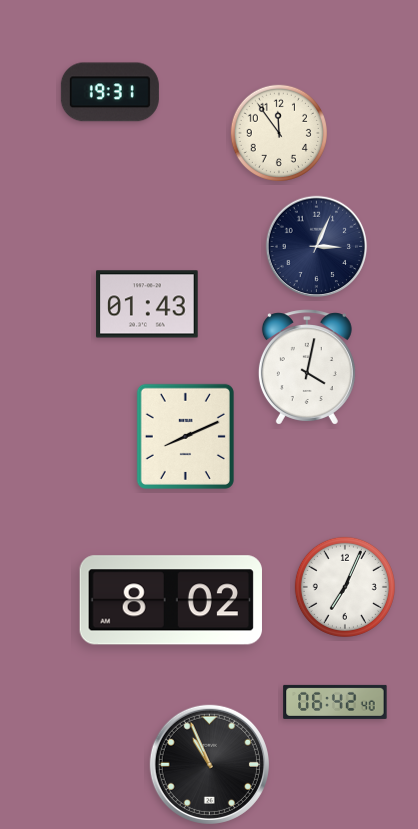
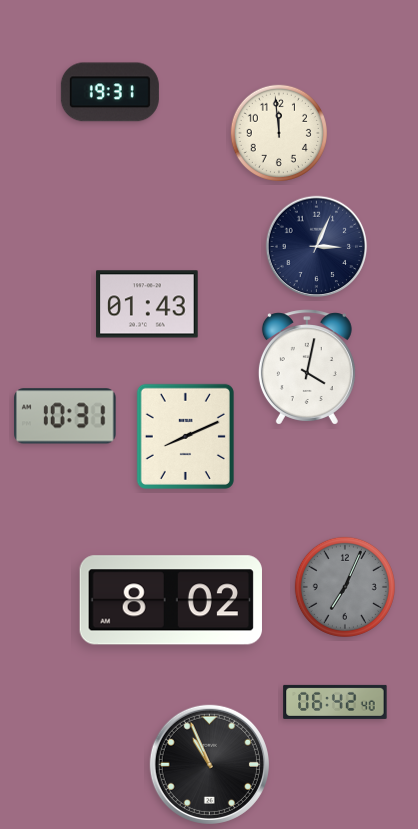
clock at (278, 132): 11:54 -> 11:59
clock at (66, 416): none -> 10:31
clock at (345, 587) dial: white -> grey
